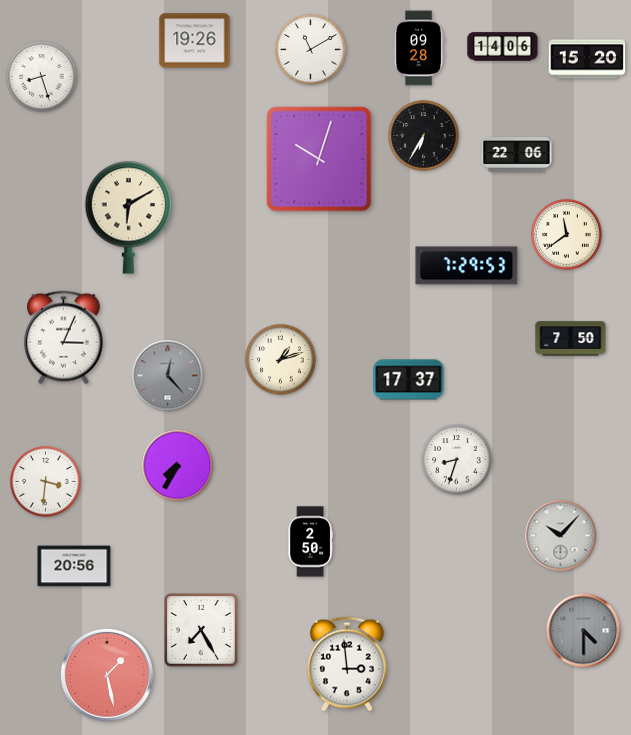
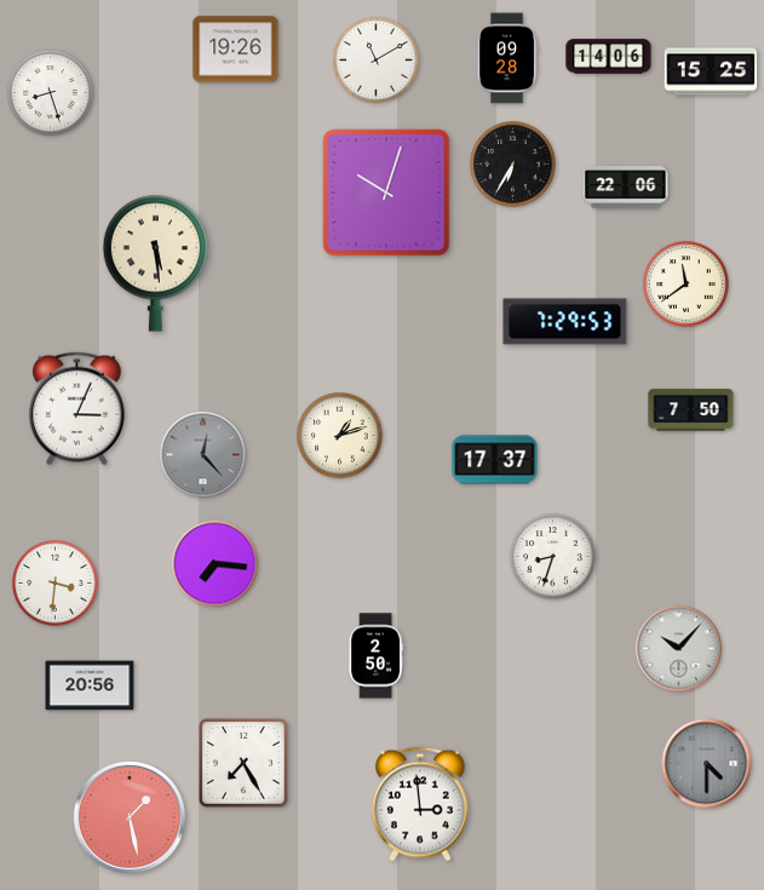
clock at (587, 59): 15:20 -> 15:25
clock at (129, 217): 6:10 -> 5:29
clock at (178, 466): 7:35 -> 7:16
